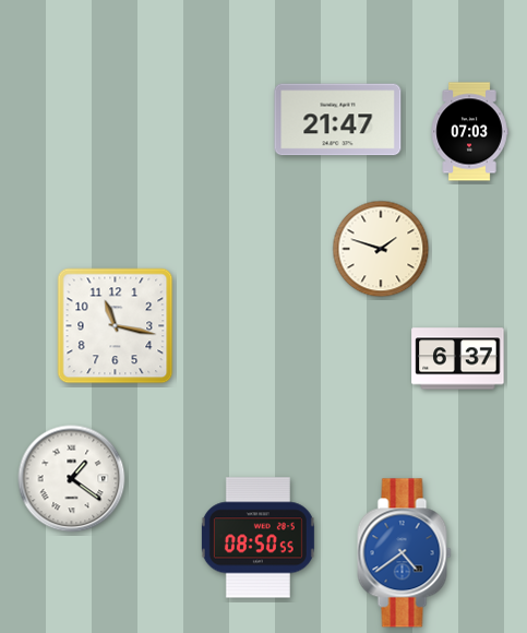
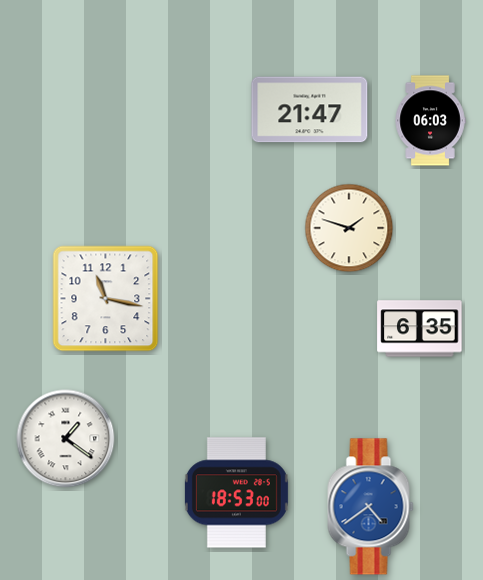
clock at (469, 132): 07:03 -> 06:03
clock at (458, 359): 6:37 -> 6:35
clock at (257, 538): 08:50 -> 18:53
